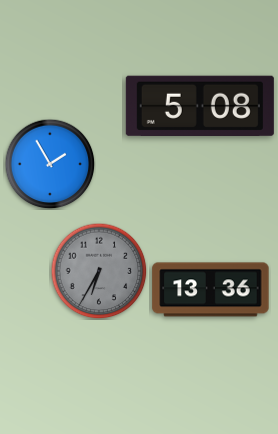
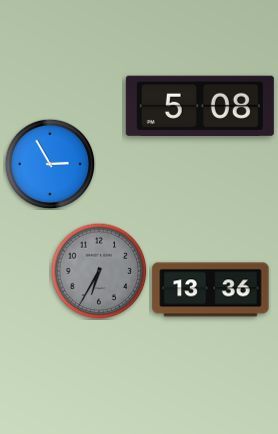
clock at (50, 164): 1:55 -> 2:55
